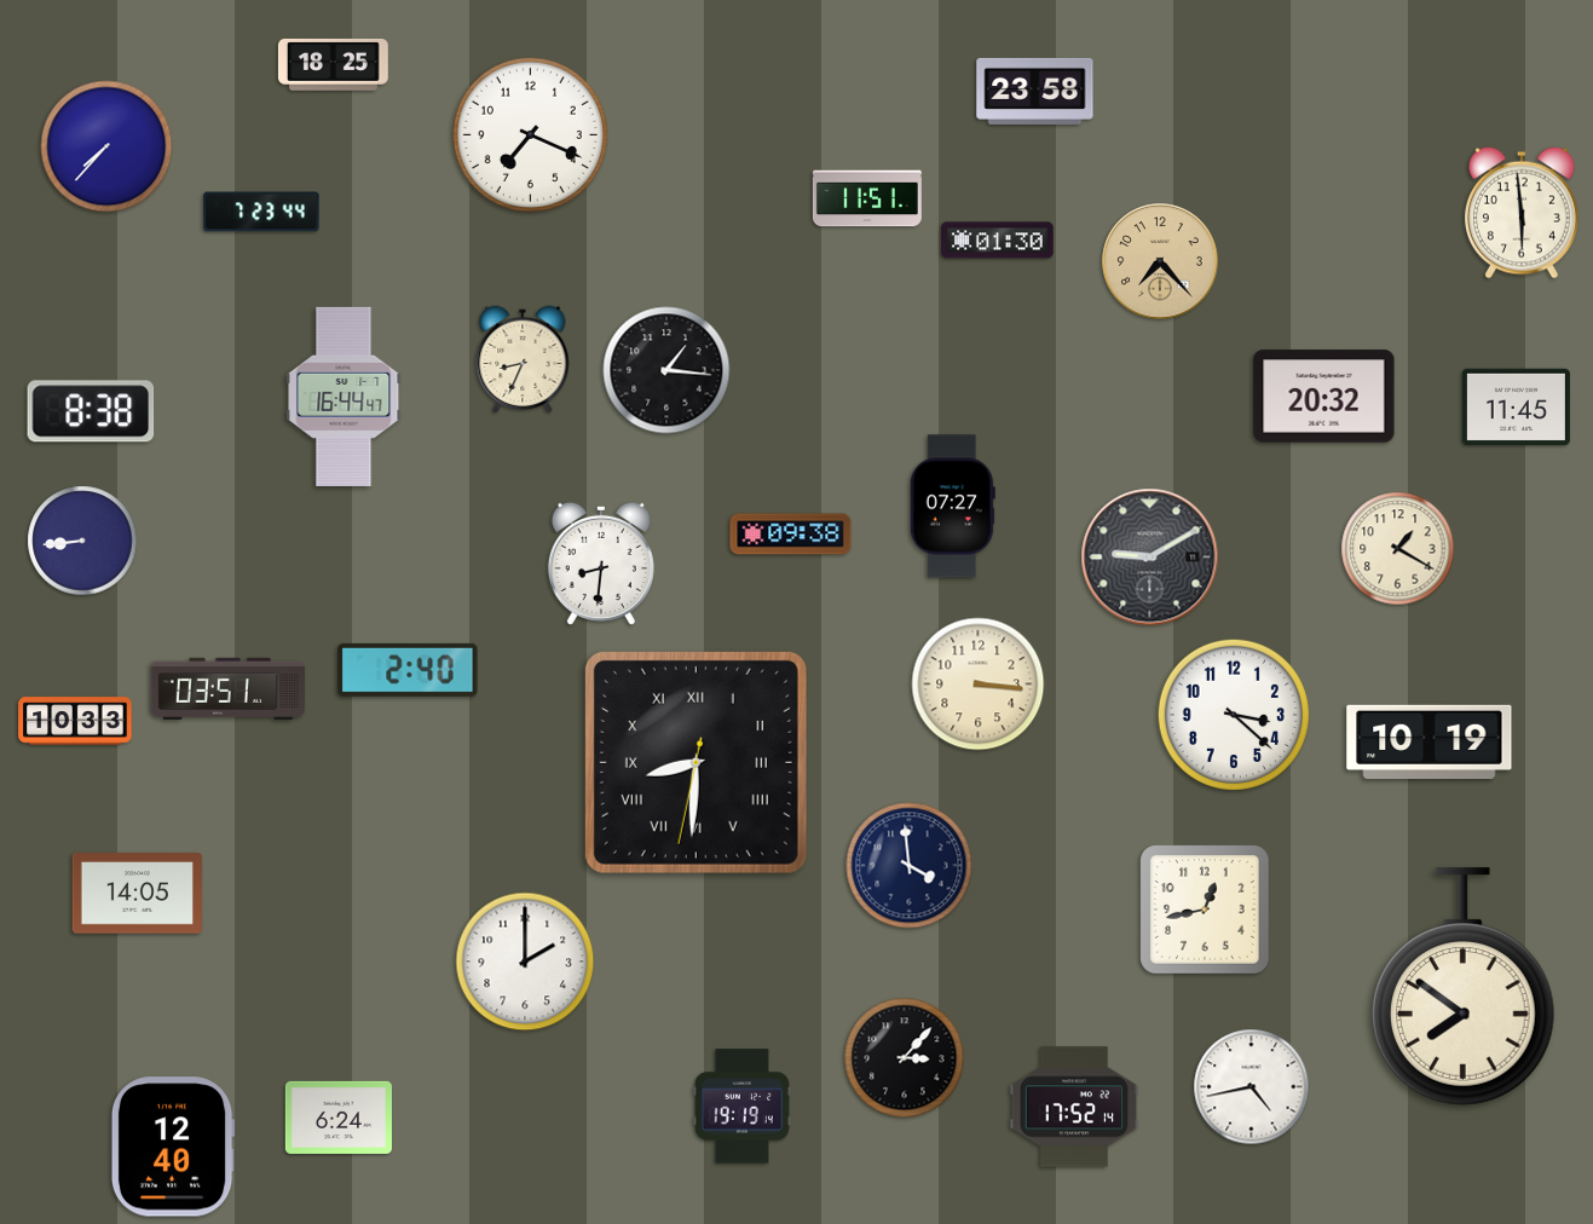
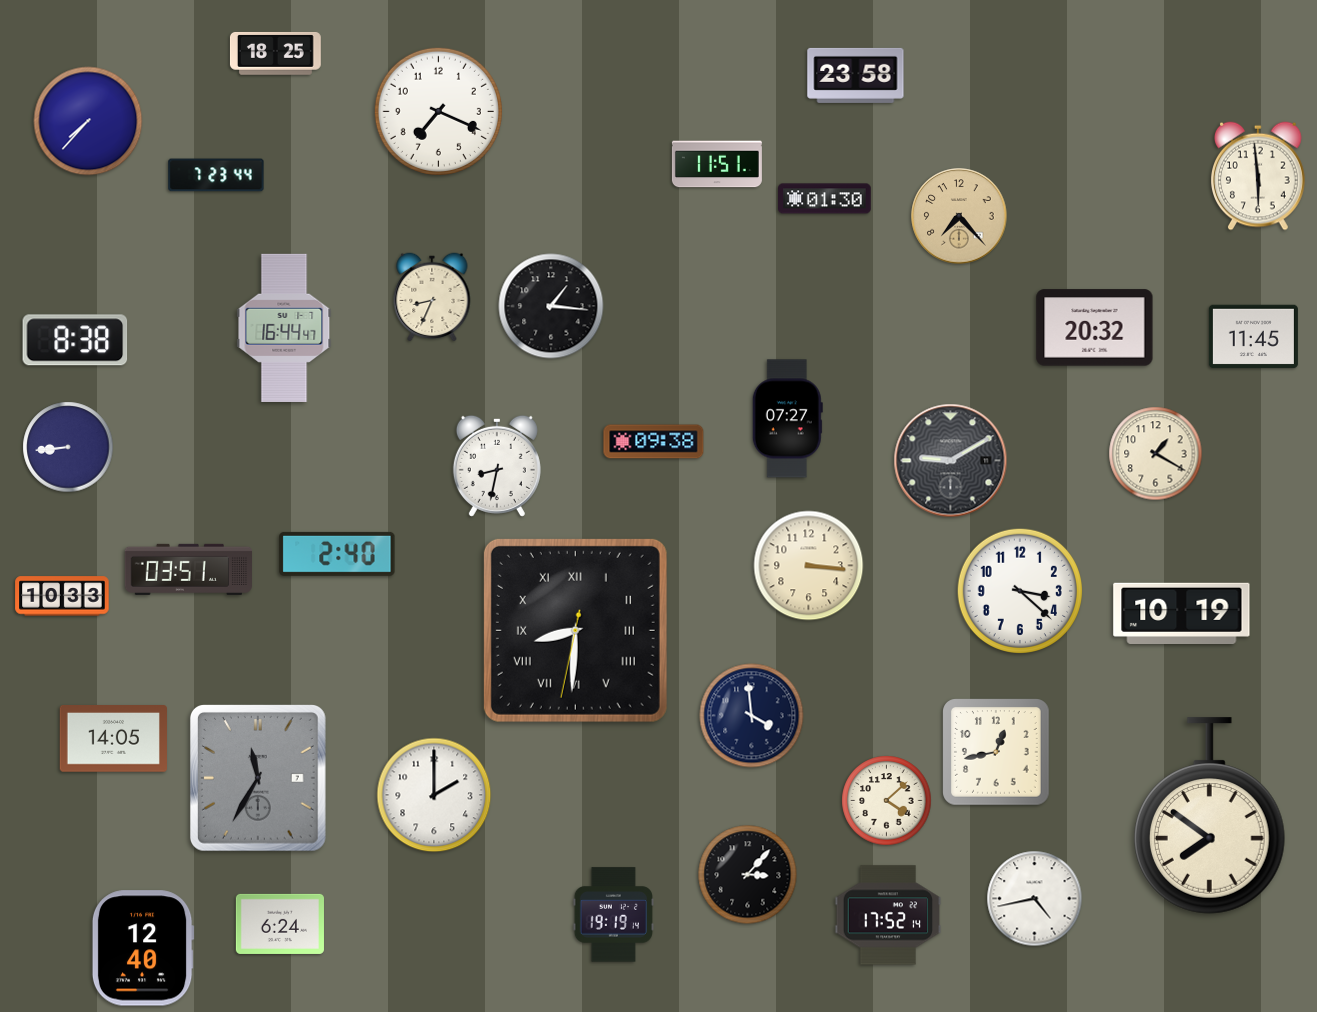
clock at (601, 564): 8:31 -> 8:32
clock at (258, 778): none -> 11:35
clock at (887, 801): none -> 4:08
